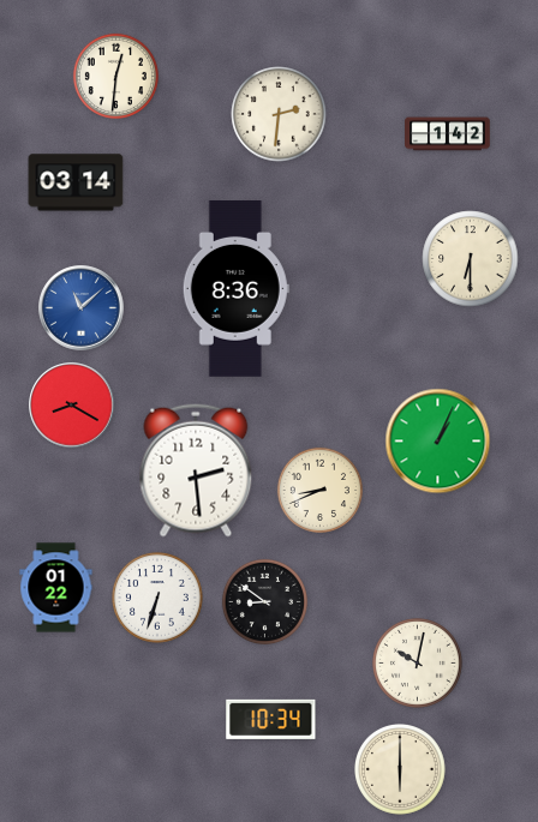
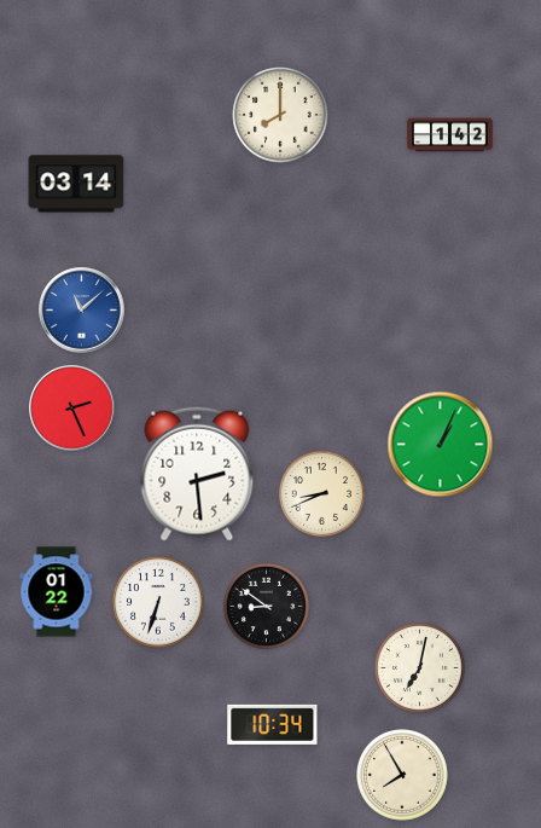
clock at (115, 76): 12:31 -> none
clock at (279, 114): 2:31 -> 8:00
clock at (471, 259): 6:30 -> none
clock at (235, 289): 8:36 -> none
clock at (72, 406): 8:20 -> 2:26
clock at (417, 662): 10:02 -> 7:02
clock at (401, 770): 6:00 -> 7:55
